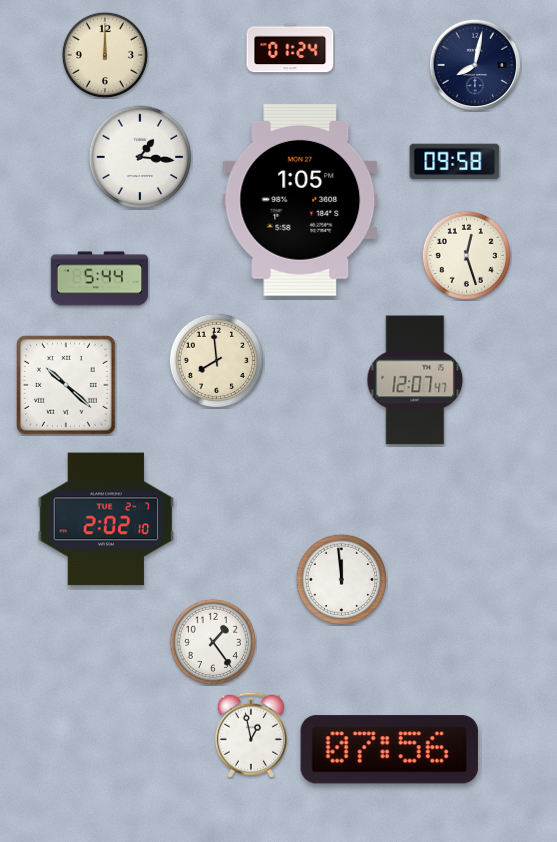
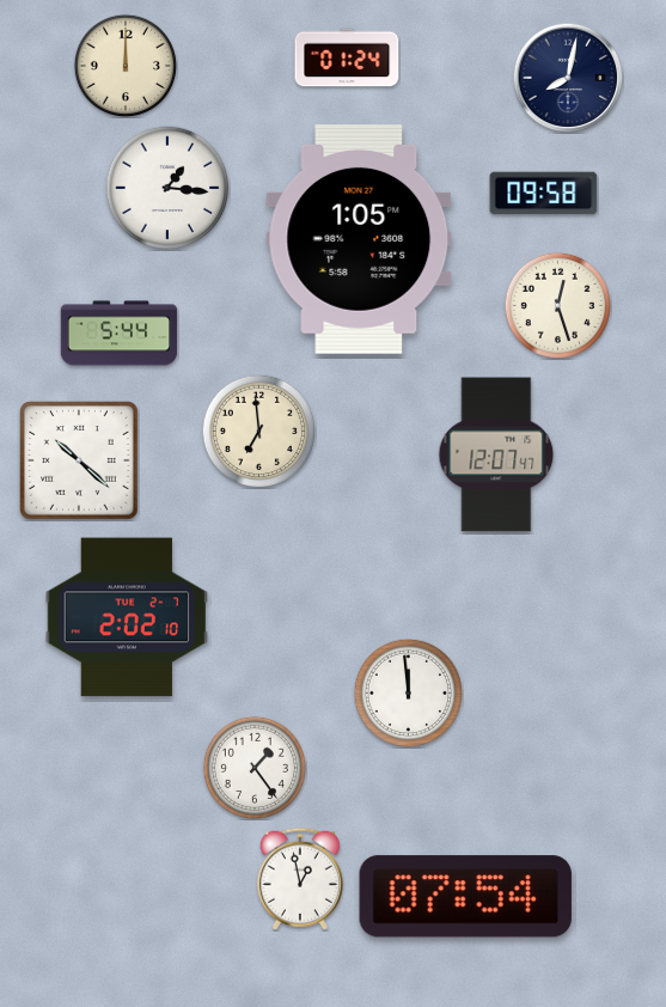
clock at (216, 360): 7:59 -> 6:59
clock at (106, 519) position: (106, 519) -> (127, 617)
clock at (389, 750): 07:56 -> 07:54
